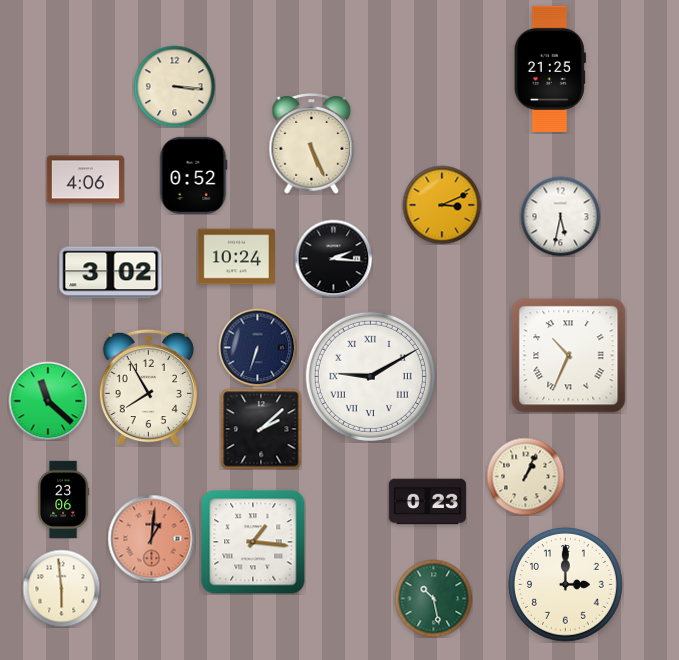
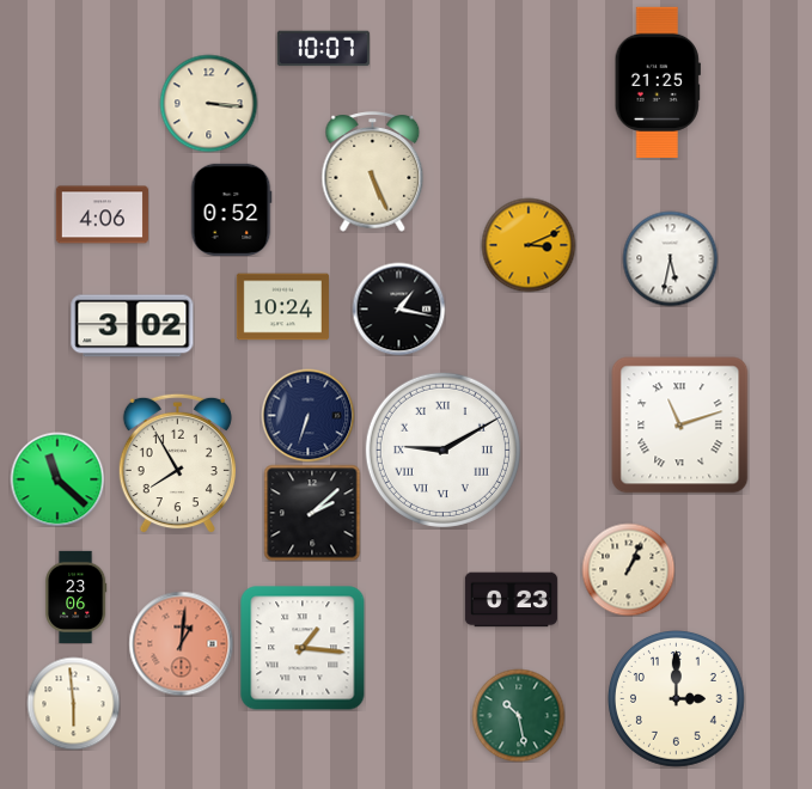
clock at (323, 49): none -> 10:07
clock at (333, 258): 2:16 -> 1:17
clock at (569, 356): 10:34 -> 11:12
